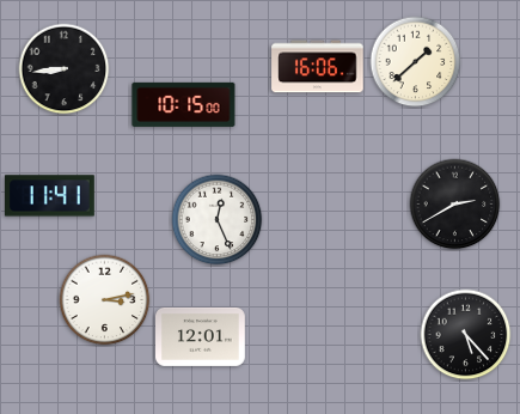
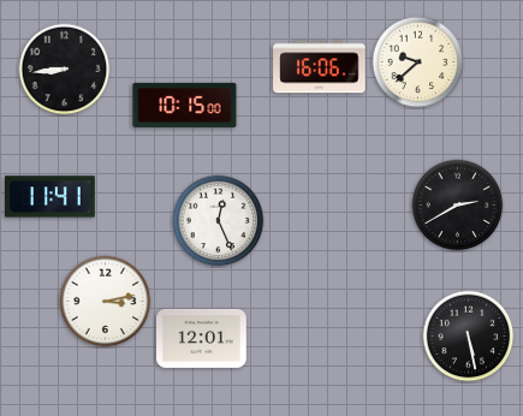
clock at (416, 62): 1:38 -> 9:38
clock at (466, 335): 5:23 -> 5:28
